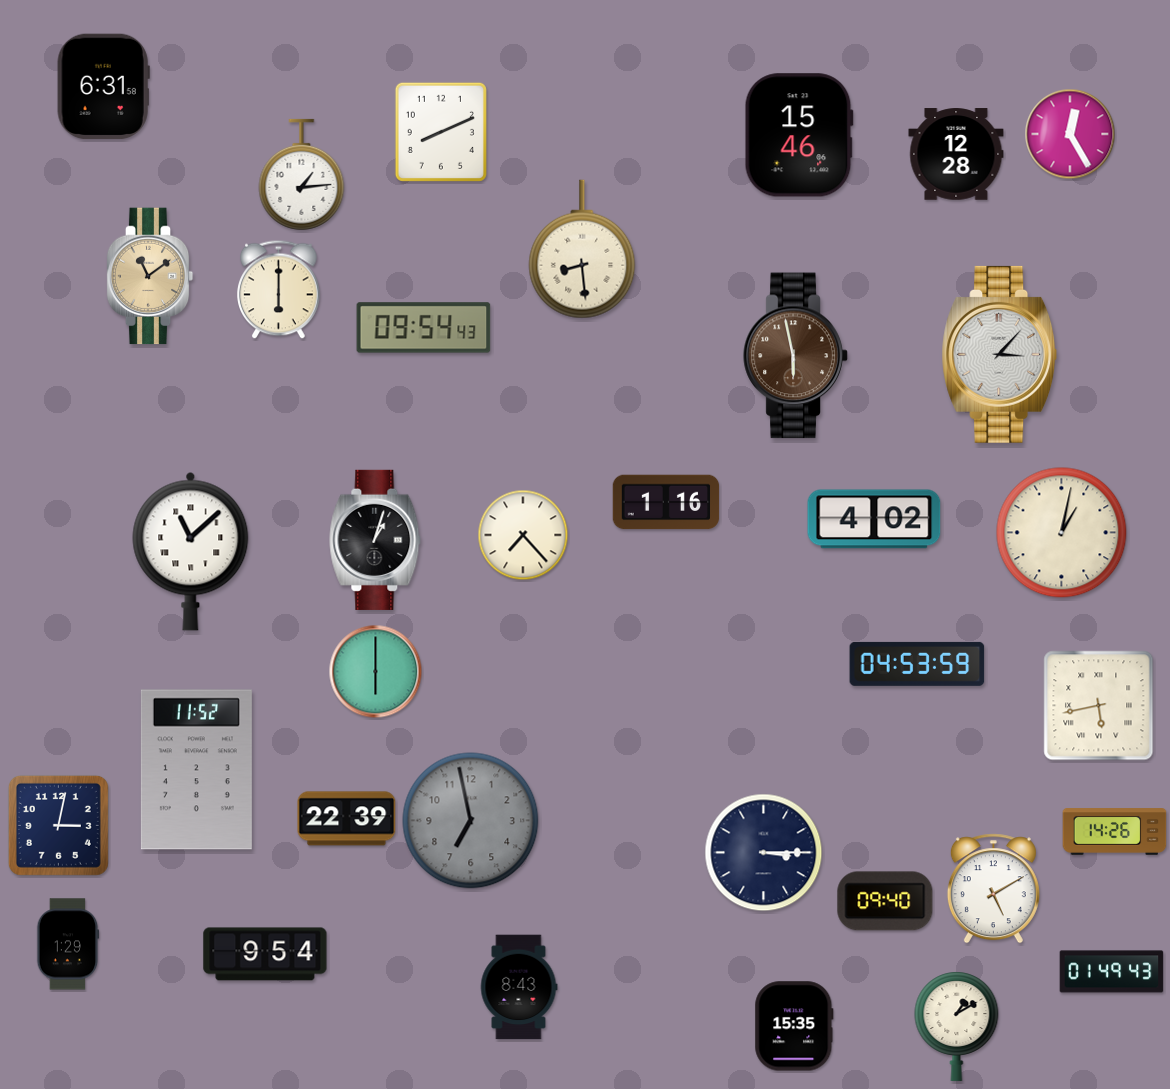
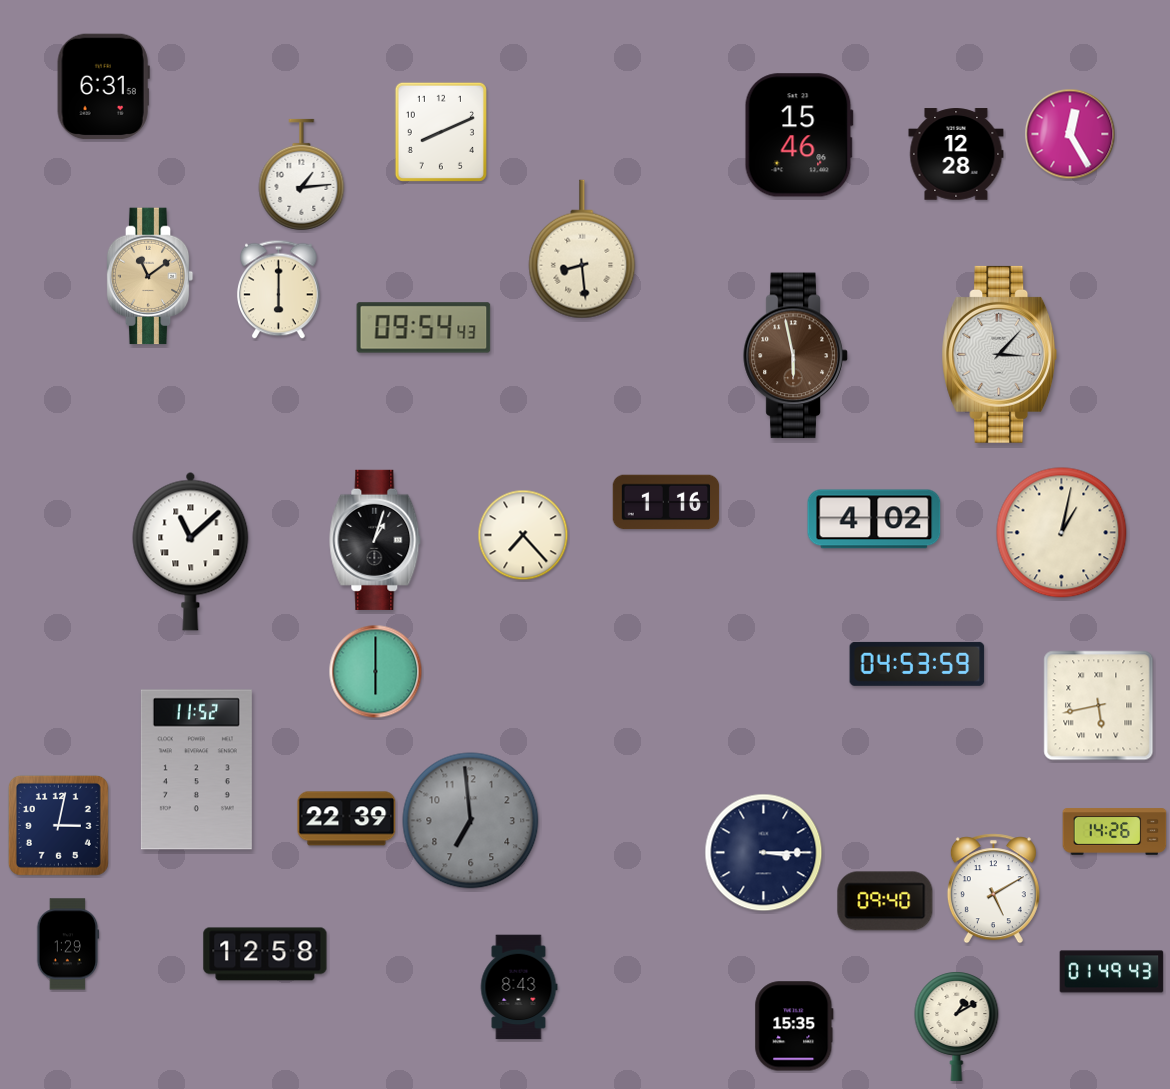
clock at (471, 821): 6:58 -> 6:59
clock at (265, 954): 9:54 -> 12:58
